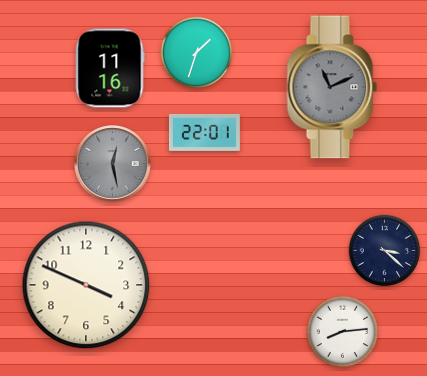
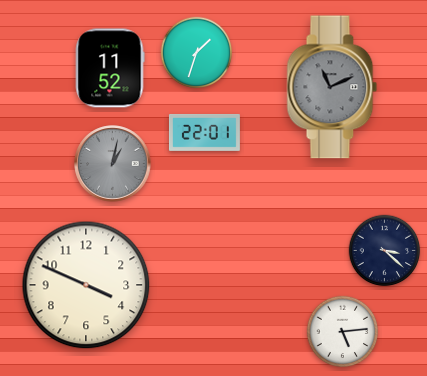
clock at (110, 68): 11:16 -> 11:52
clock at (113, 164): 12:28 -> 1:02
clock at (343, 332): 8:14 -> 5:14
